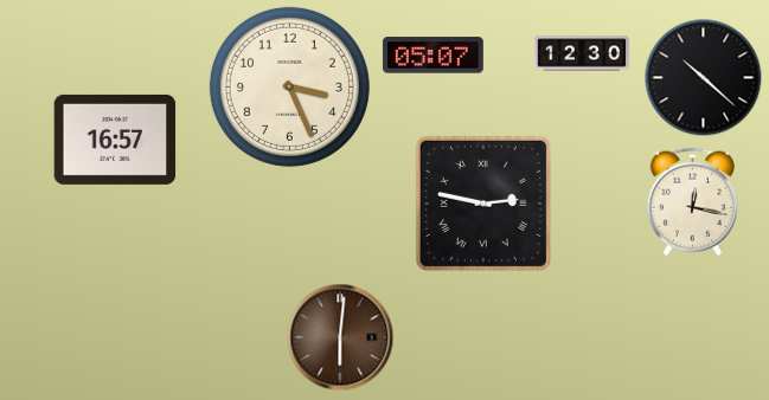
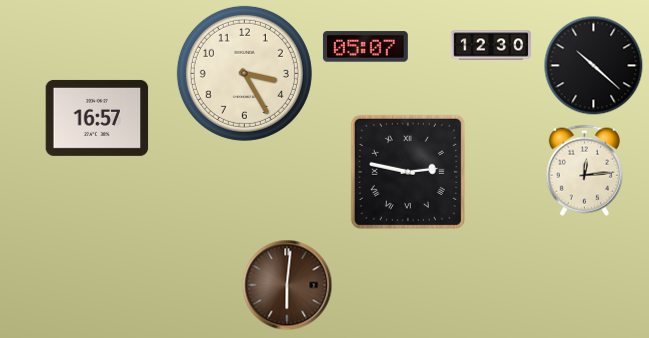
clock at (289, 86): 3:26 -> 3:25
clock at (692, 201): 12:17 -> 12:14
